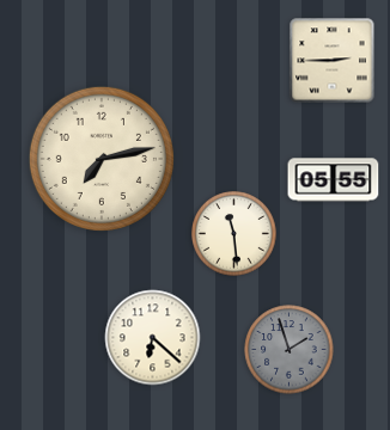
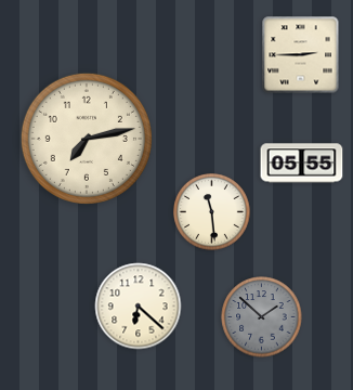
clock at (102, 159) position: (102, 159) -> (87, 139)
clock at (290, 350): 1:57 -> 1:52
